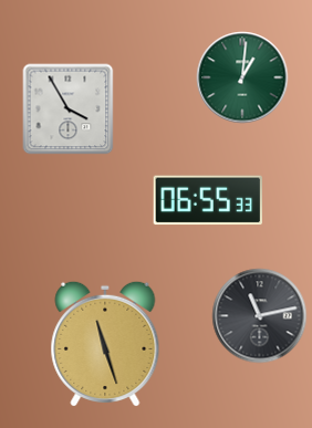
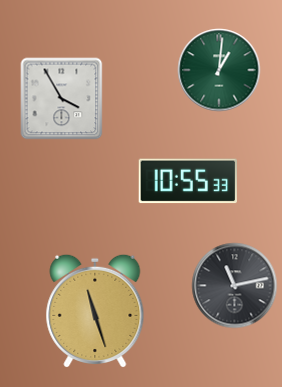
clock at (208, 200): 06:55 -> 10:55
